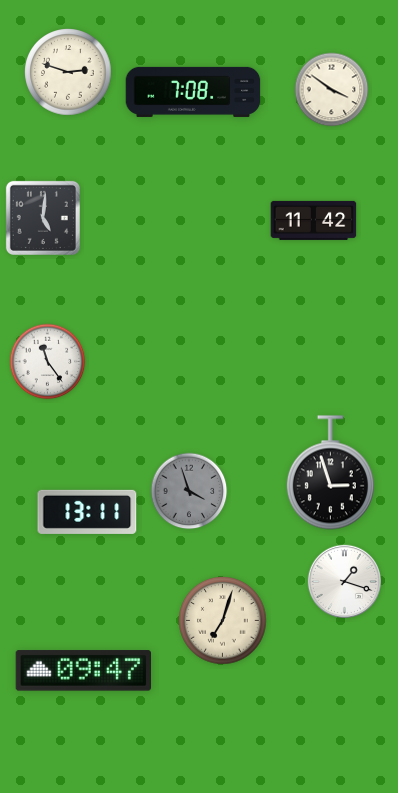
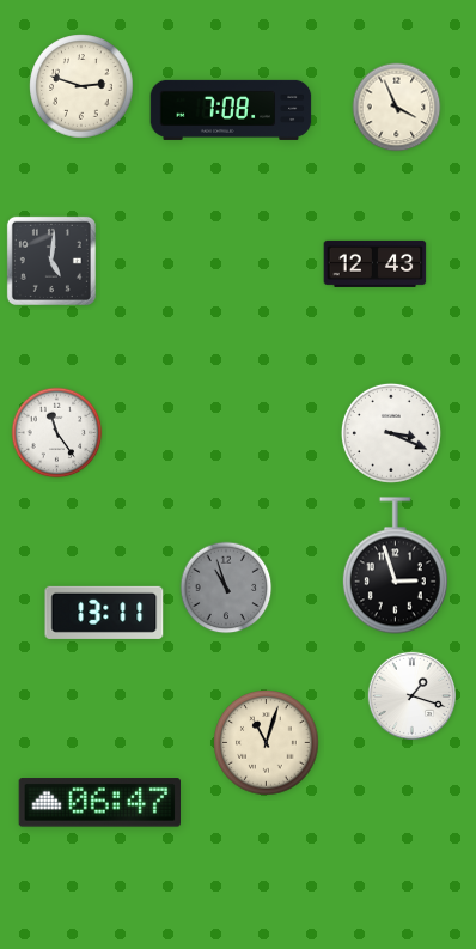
clock at (332, 90): 3:51 -> 3:56
clock at (314, 220): 11:42 -> 12:43
clock at (391, 433): none -> 3:19
clock at (189, 491): 3:57 -> 10:57
clock at (223, 621): 7:03 -> 11:03
clock at (83, 671): 09:47 -> 06:47
